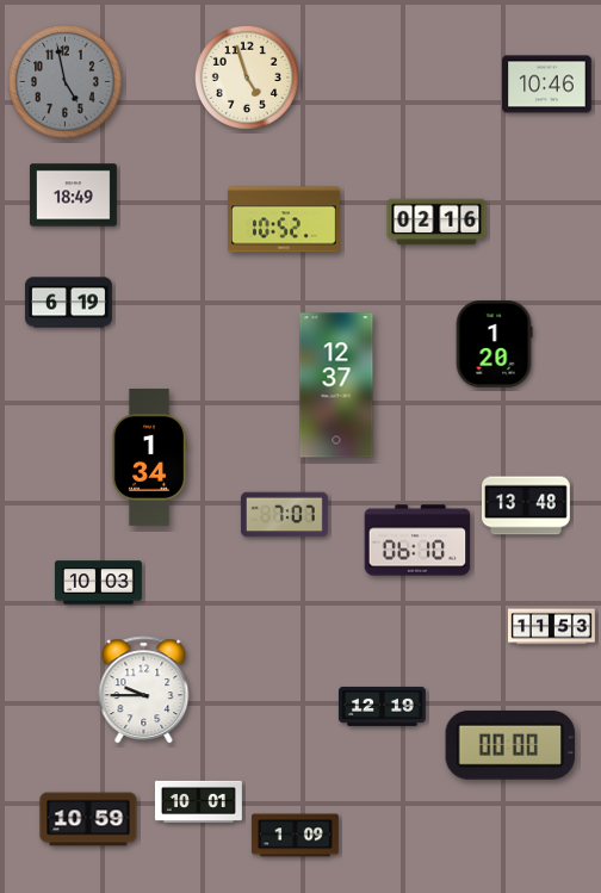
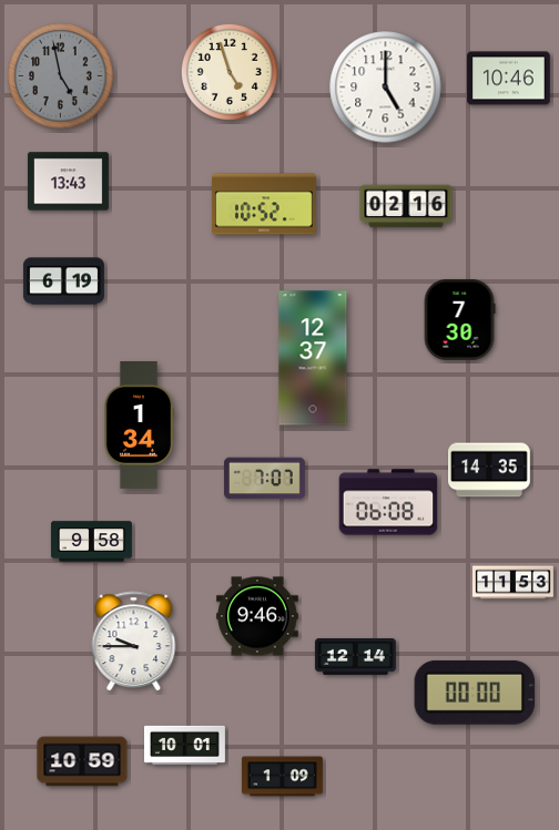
clock at (386, 88): none -> 5:00
clock at (73, 196): 18:49 -> 13:43
clock at (494, 343): 1:20 -> 7:30
clock at (527, 506): 13:48 -> 14:35
clock at (417, 540): 06:10 -> 06:08
clock at (98, 583): 10:03 -> 9:58
clock at (258, 616): none -> 9:46
clock at (382, 706): 12:19 -> 12:14
clock at (295, 836) position: (295, 836) -> (282, 777)
